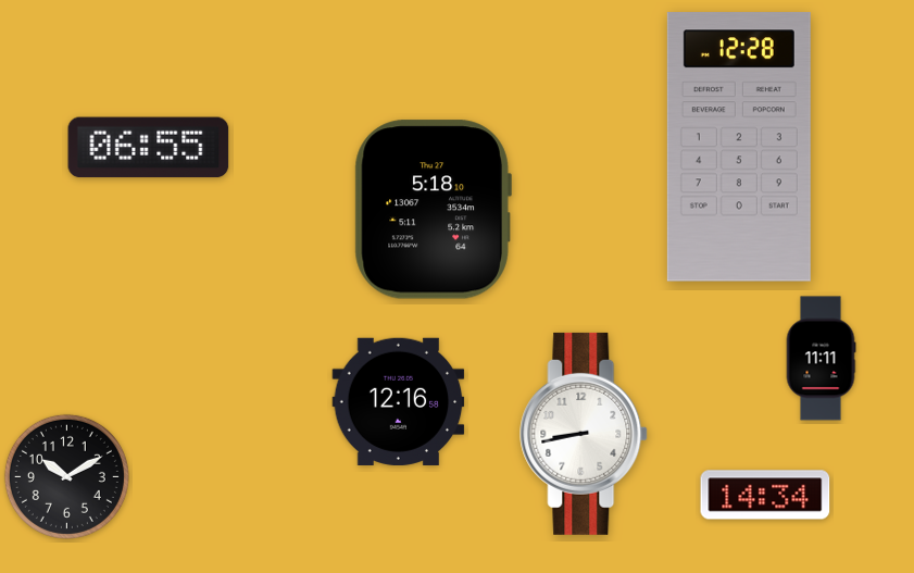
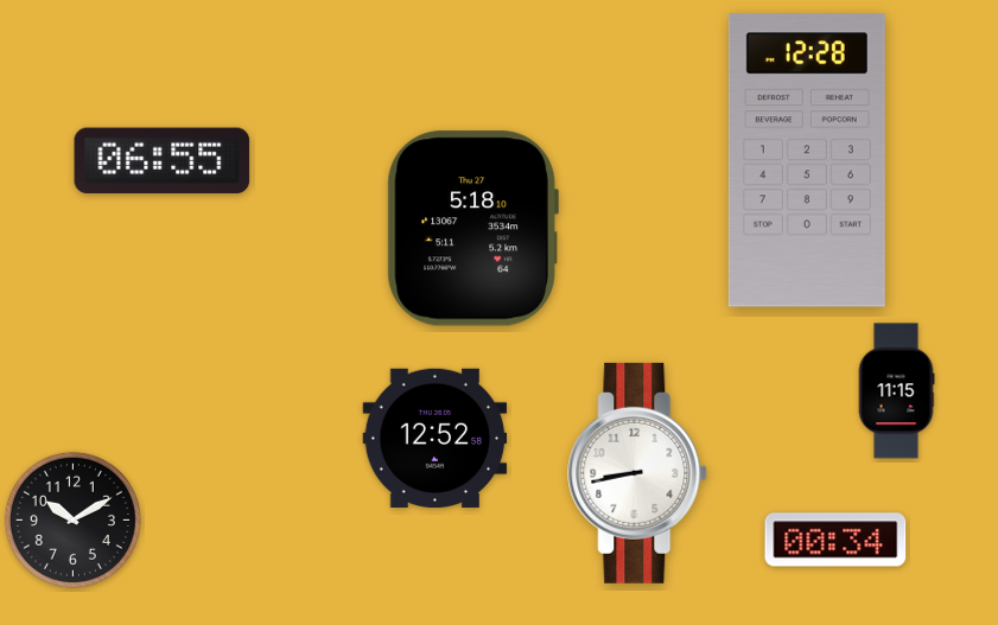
clock at (821, 359): 11:11 -> 11:15
clock at (399, 401): 12:16 -> 12:52
clock at (765, 495): 14:34 -> 00:34
